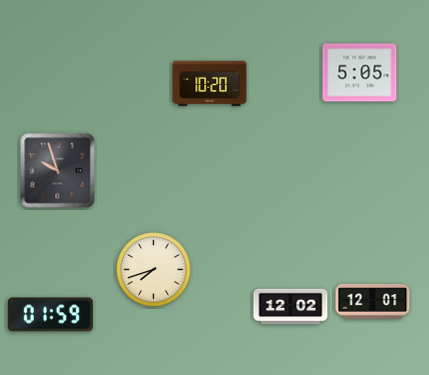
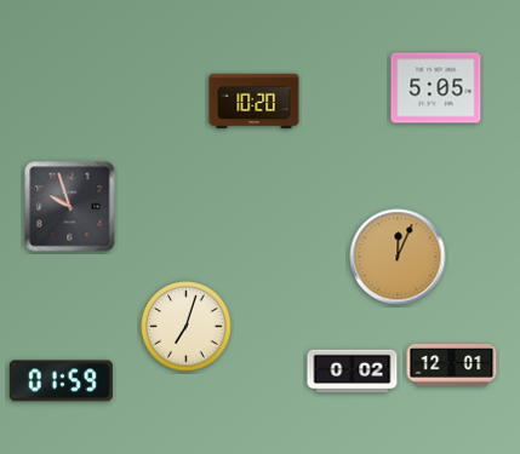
clock at (398, 257): none -> 12:04
clock at (154, 270): 7:42 -> 7:03
clock at (291, 307): 12:02 -> 0:02
